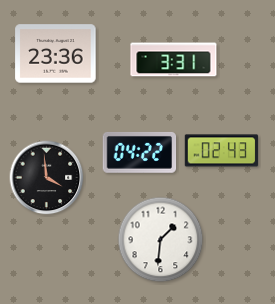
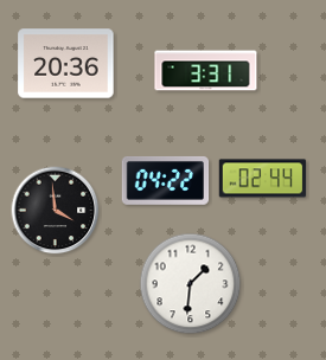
clock at (56, 54): 23:36 -> 20:36
clock at (222, 151): 02:43 -> 02:44
